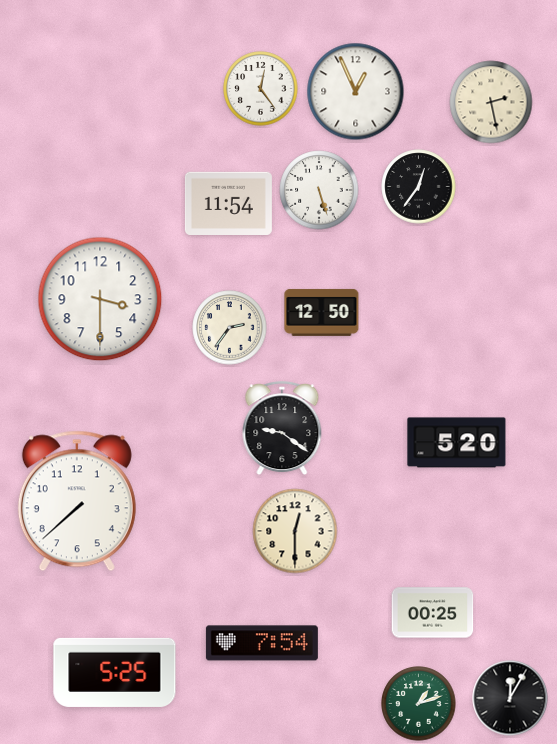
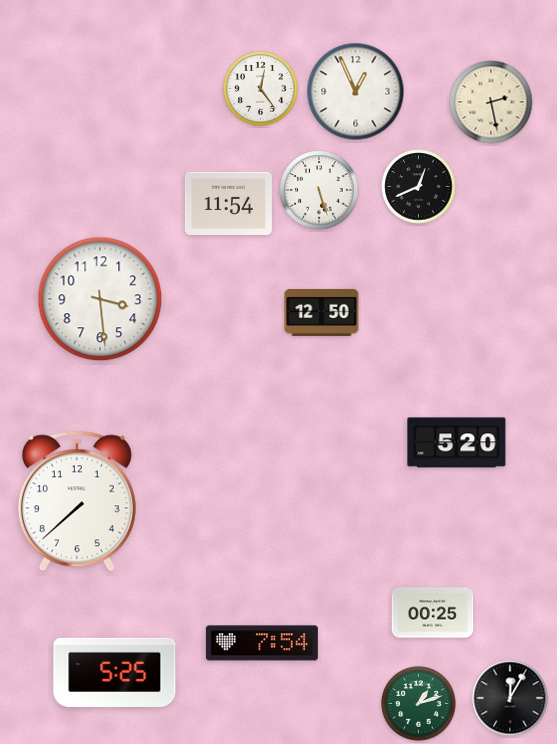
clock at (419, 187): 12:36 -> 12:41
clock at (100, 299): 3:30 -> 3:29
clock at (230, 328): 2:36 -> none
clock at (282, 429): 9:21 -> none
clock at (295, 531): 12:30 -> none
